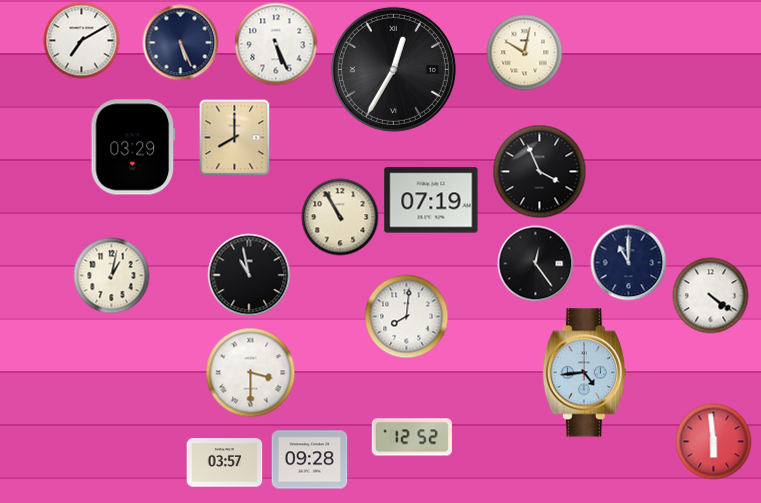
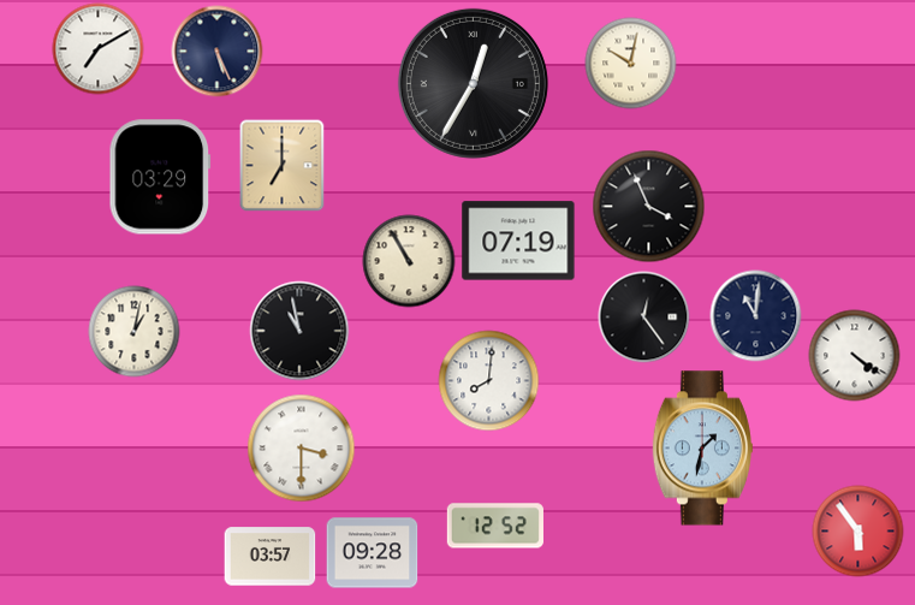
clock at (276, 44): 5:26 -> none
clock at (235, 138): 8:00 -> 7:00
clock at (629, 263): 11:00 -> 11:01
clock at (584, 373): 4:44 -> 1:32
clock at (714, 442): 5:59 -> 5:54
